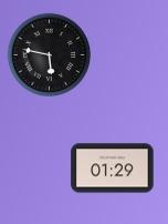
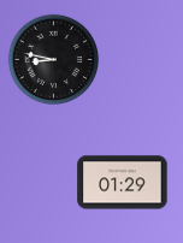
clock at (50, 55): 5:47 -> 8:47
